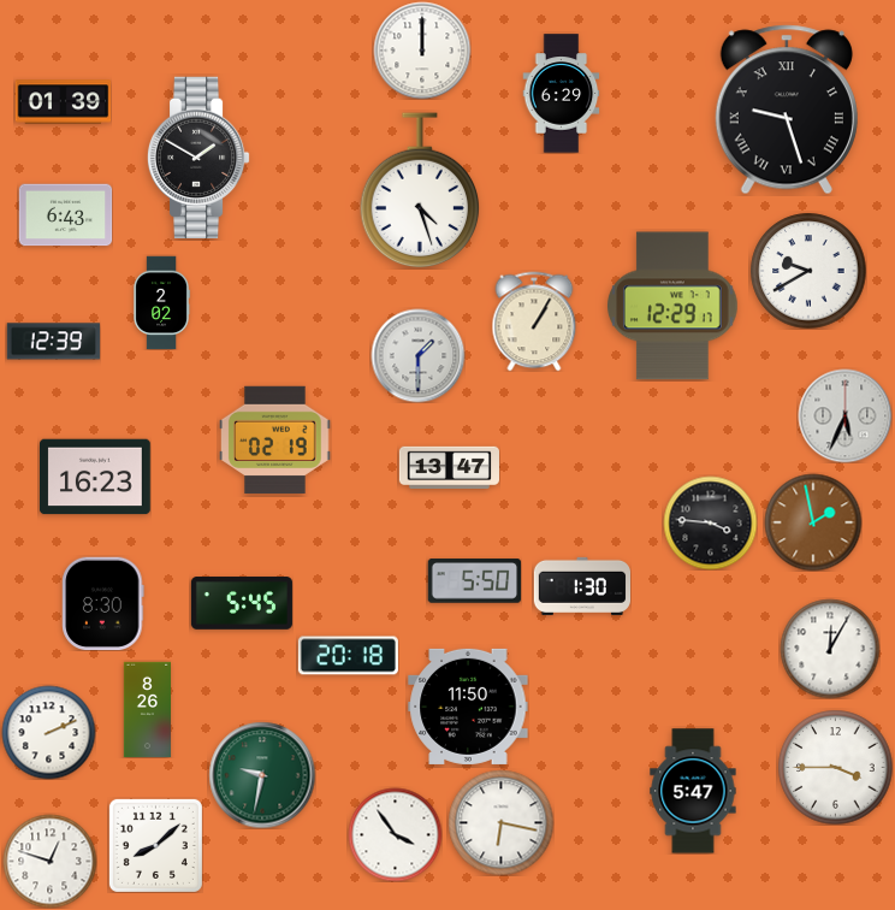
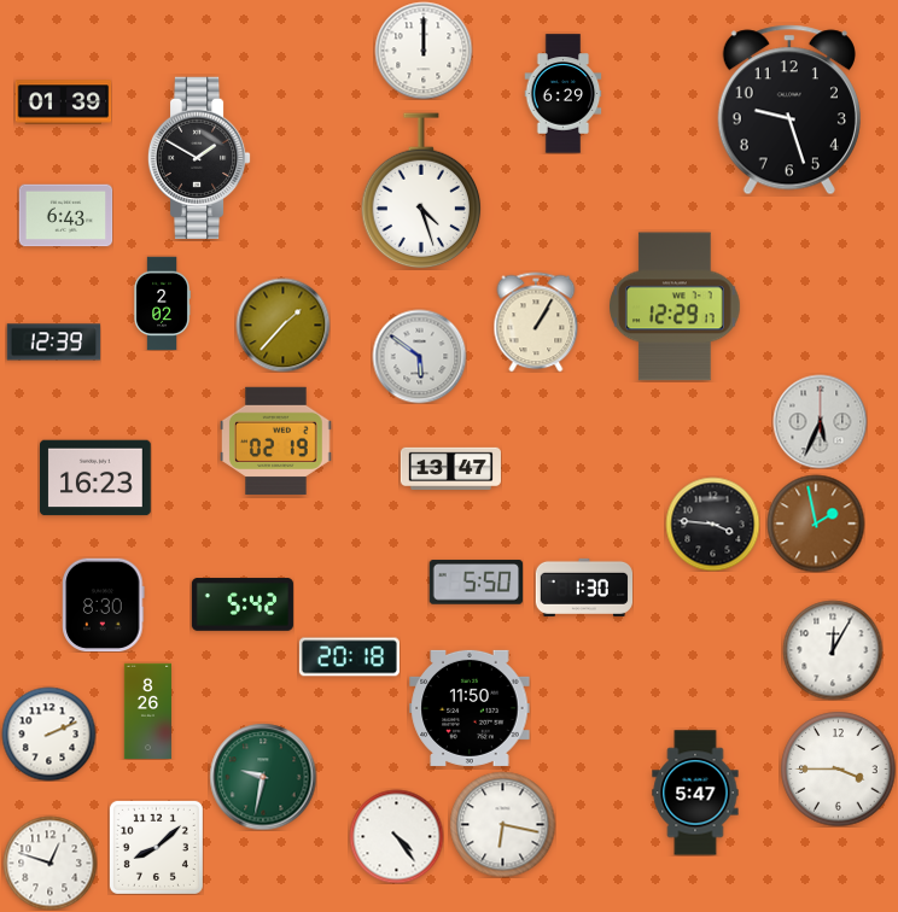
clock at (787, 110) numerals: Roman -> Arabic
clock at (808, 271): 9:40 -> none
clock at (282, 325): none -> 1:37
clock at (417, 355): 1:30 -> 5:51
clock at (844, 415) position: (844, 415) -> (820, 421)
clock at (242, 603): 5:45 -> 5:42
clock at (395, 834): 3:54 -> 4:24
